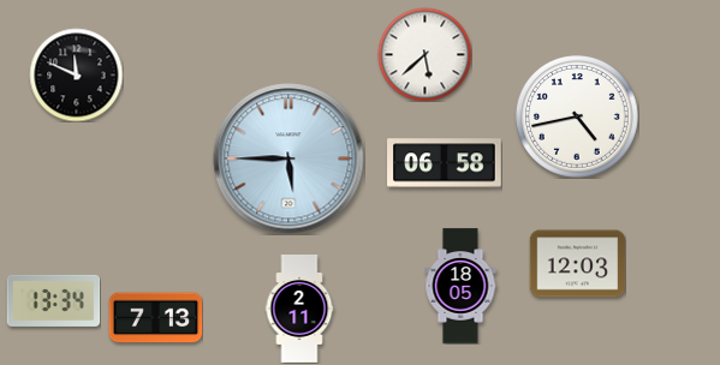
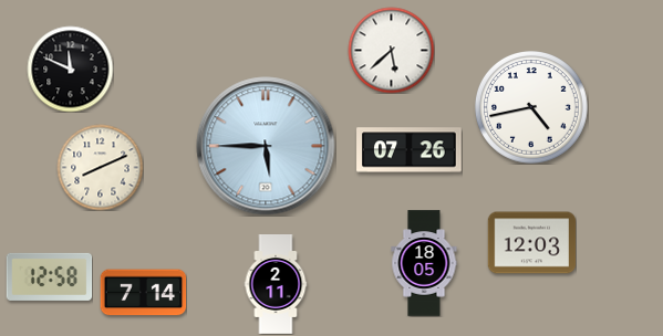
clock at (445, 163): 06:58 -> 07:26
clock at (100, 167): none -> 8:11
clock at (53, 300): 13:34 -> 12:58
clock at (155, 318): 7:13 -> 7:14
